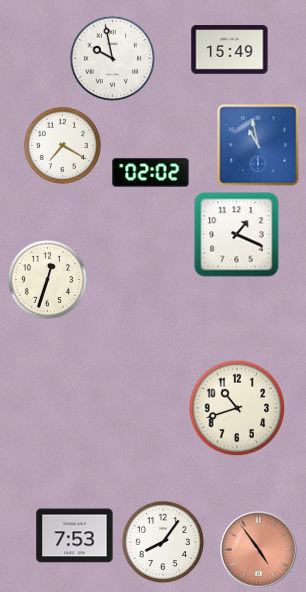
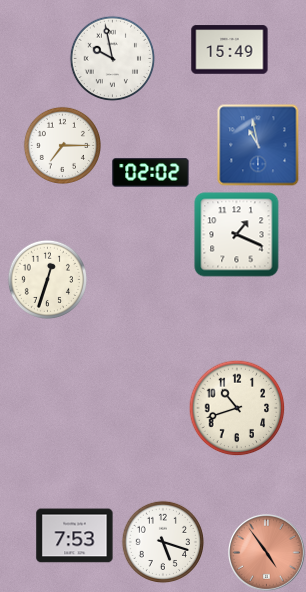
clock at (62, 145): 7:20 -> 7:15
clock at (162, 541): 8:06 -> 5:18
clock at (259, 550) position: (259, 550) -> (267, 553)
